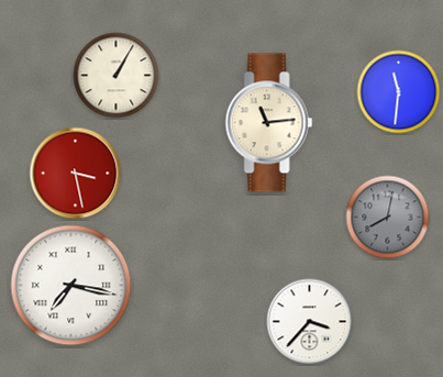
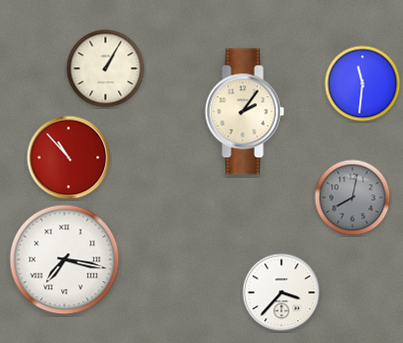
clock at (269, 123): 11:14 -> 2:06
clock at (76, 174): 3:28 -> 10:53
